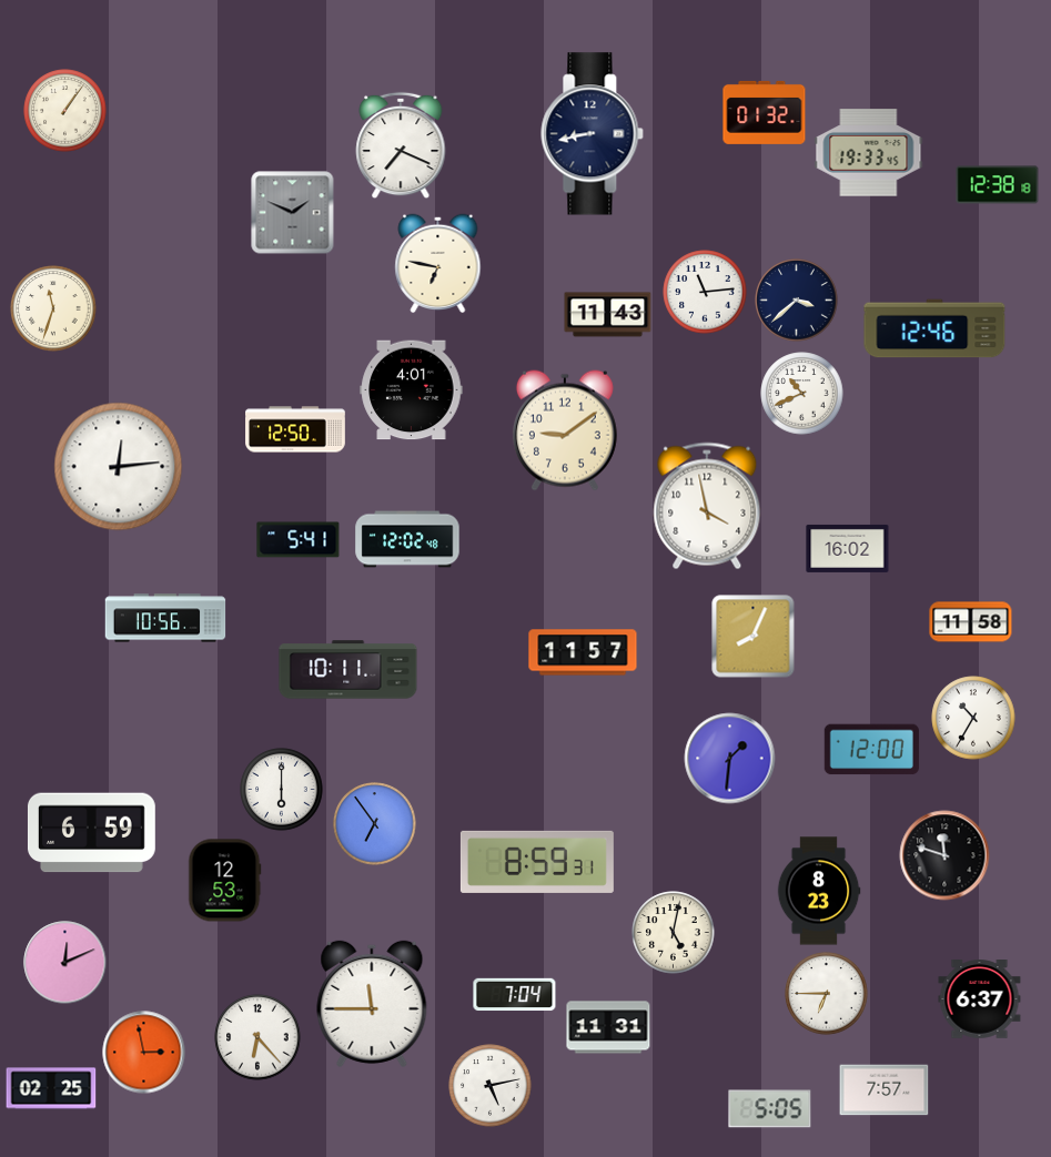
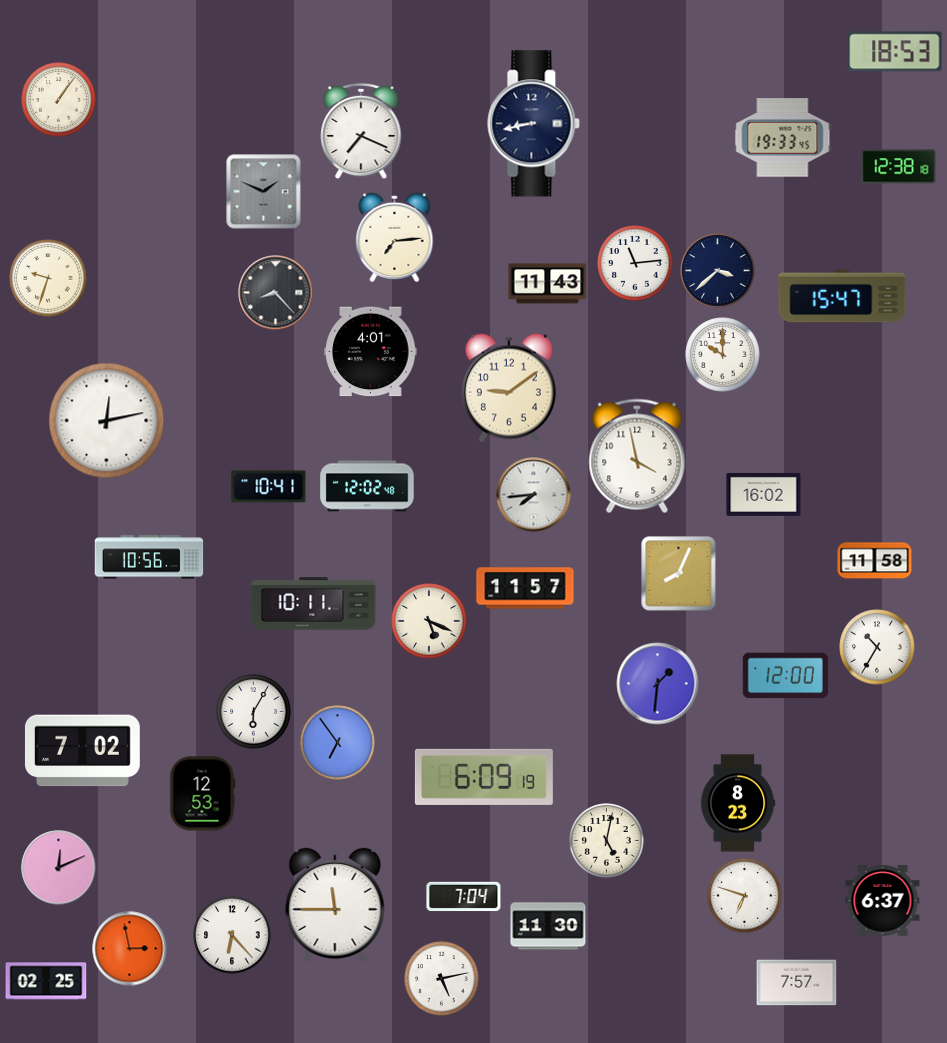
clock at (895, 52): none -> 18:53
clock at (765, 112): 01:32 -> none
clock at (593, 134) position: (593, 134) -> (534, 124)
clock at (438, 264): 6:47 -> 7:14
clock at (53, 308): 11:33 -> 9:33
clock at (276, 293): none -> 8:23
clock at (934, 328): 12:46 -> 15:47
clock at (802, 394): 10:41 -> 10:00
clock at (295, 429): 12:50 -> none
clock at (119, 467): 12:14 -> 12:13
clock at (299, 540): 5:41 -> 10:41
clock at (534, 495): none -> 7:44
clock at (429, 621): none -> 5:19
clock at (282, 790): 6:00 -> 6:05
clock at (91, 833): 6:59 -> 7:02
clock at (944, 855): 11:48 -> none
clock at (537, 862): 8:59 -> 6:09
clock at (827, 994): 6:45 -> 6:48
clock at (608, 1027): 11:31 -> 11:30
clock at (770, 1109): 5:05 -> none
